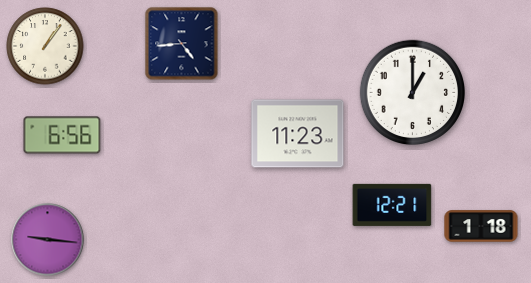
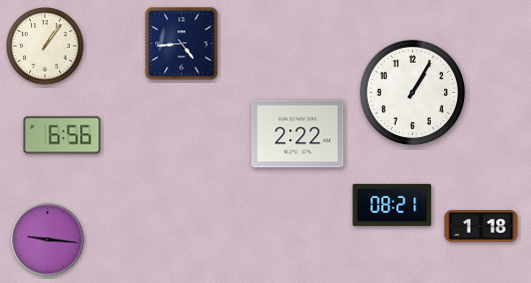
clock at (412, 92): 1:00 -> 1:05
clock at (298, 134): 11:23 -> 2:22
clock at (392, 205): 12:21 -> 08:21
